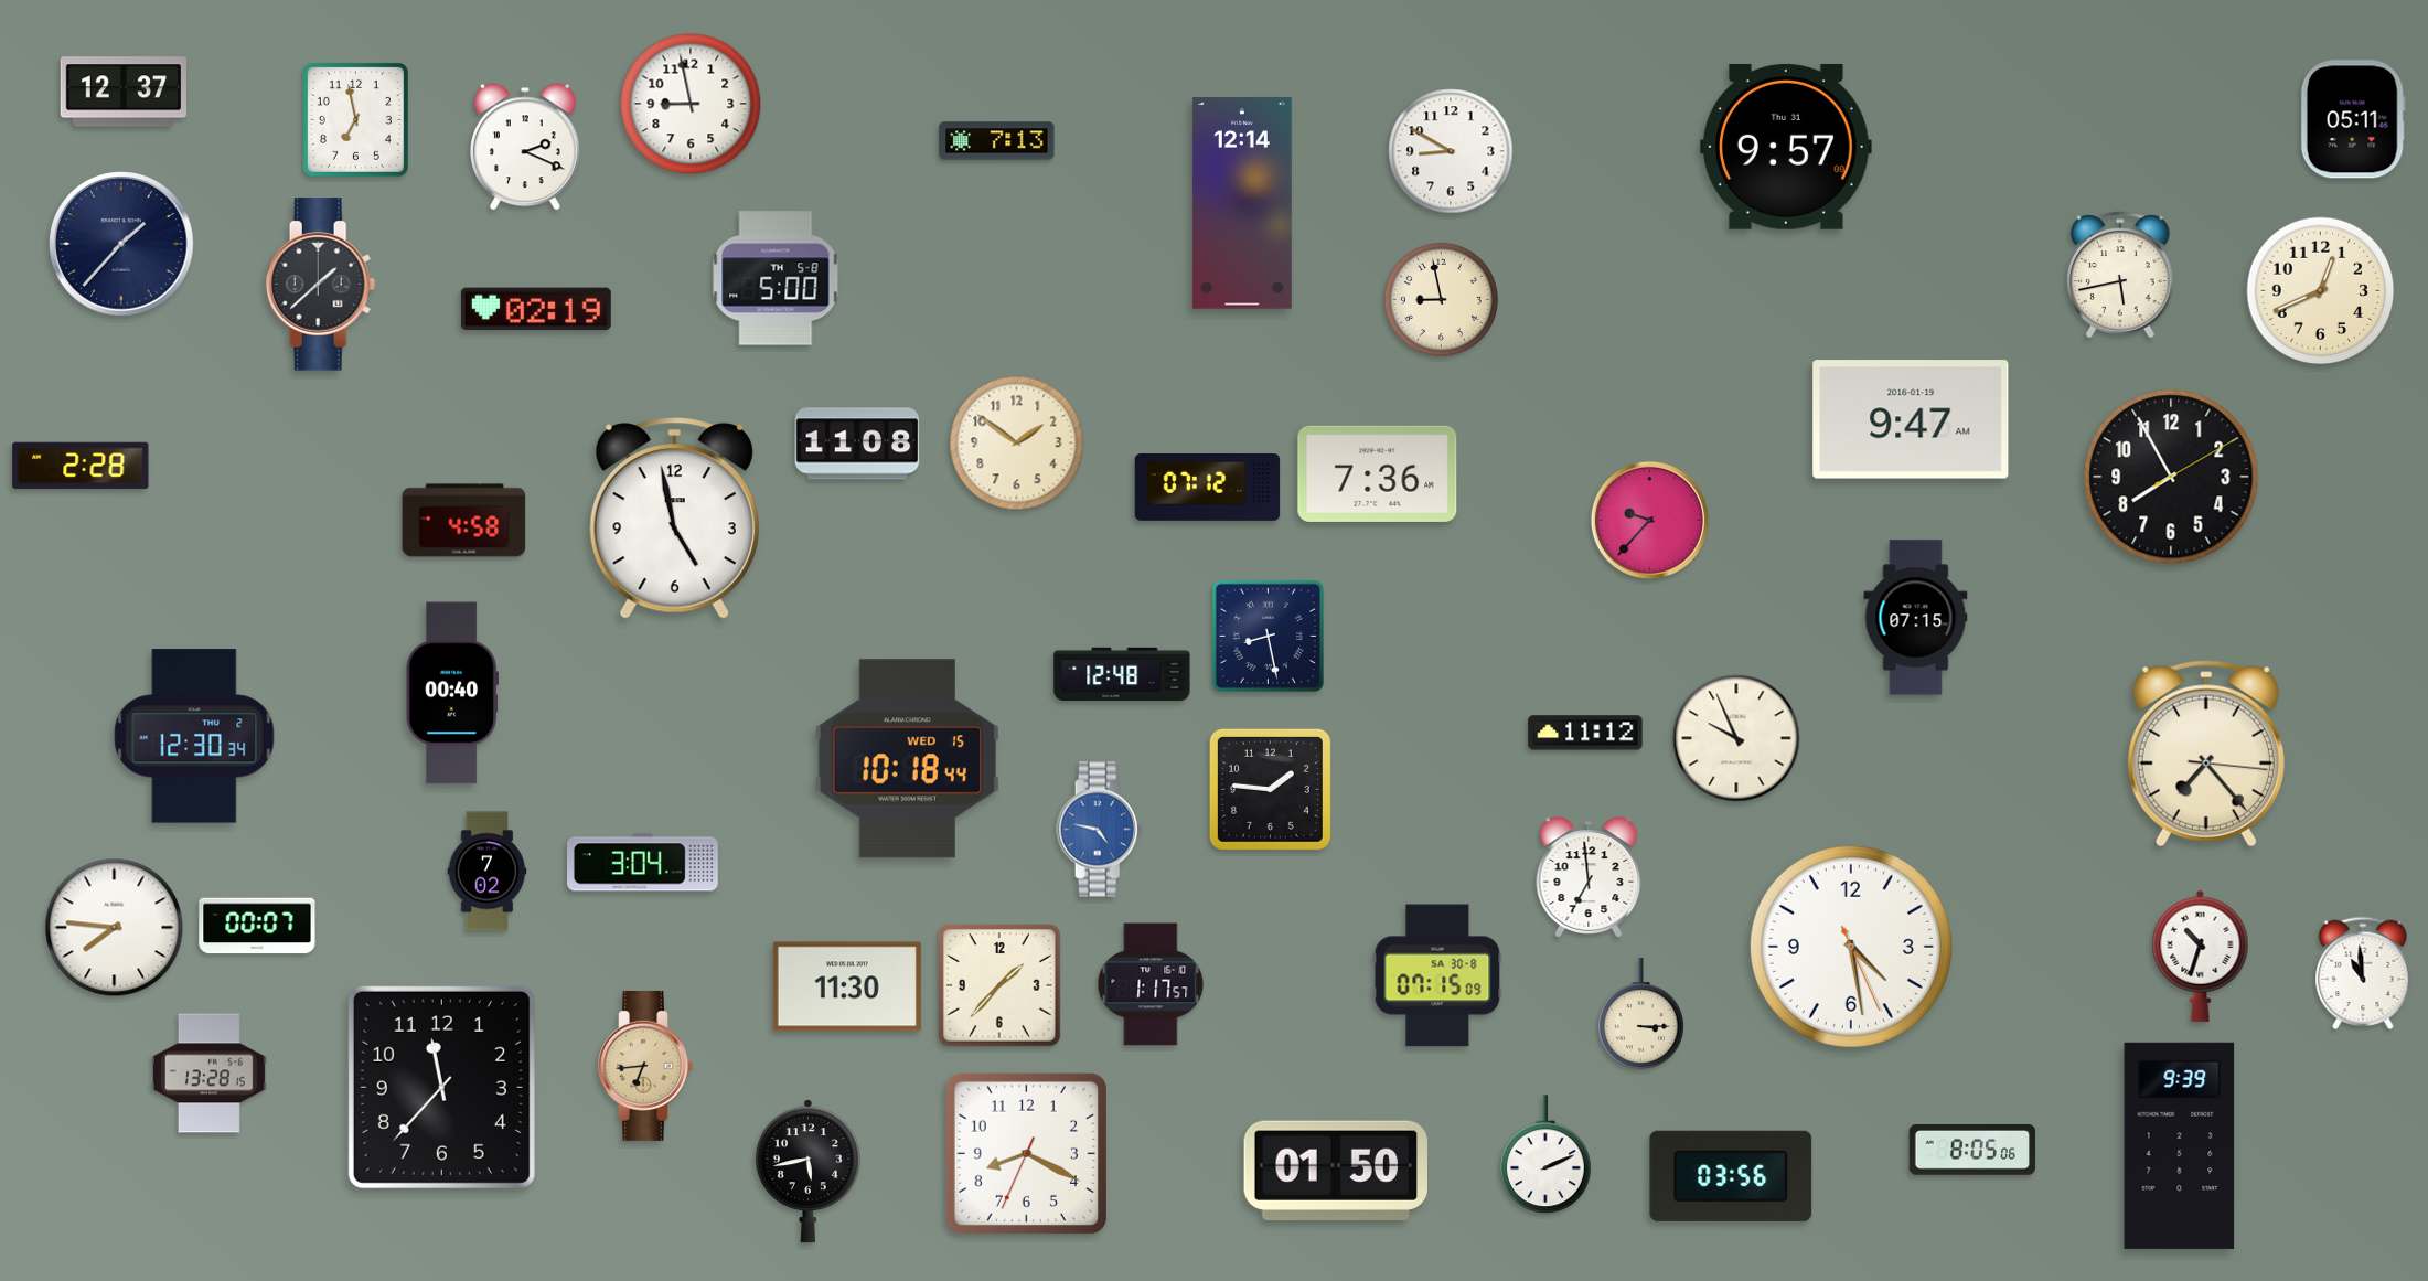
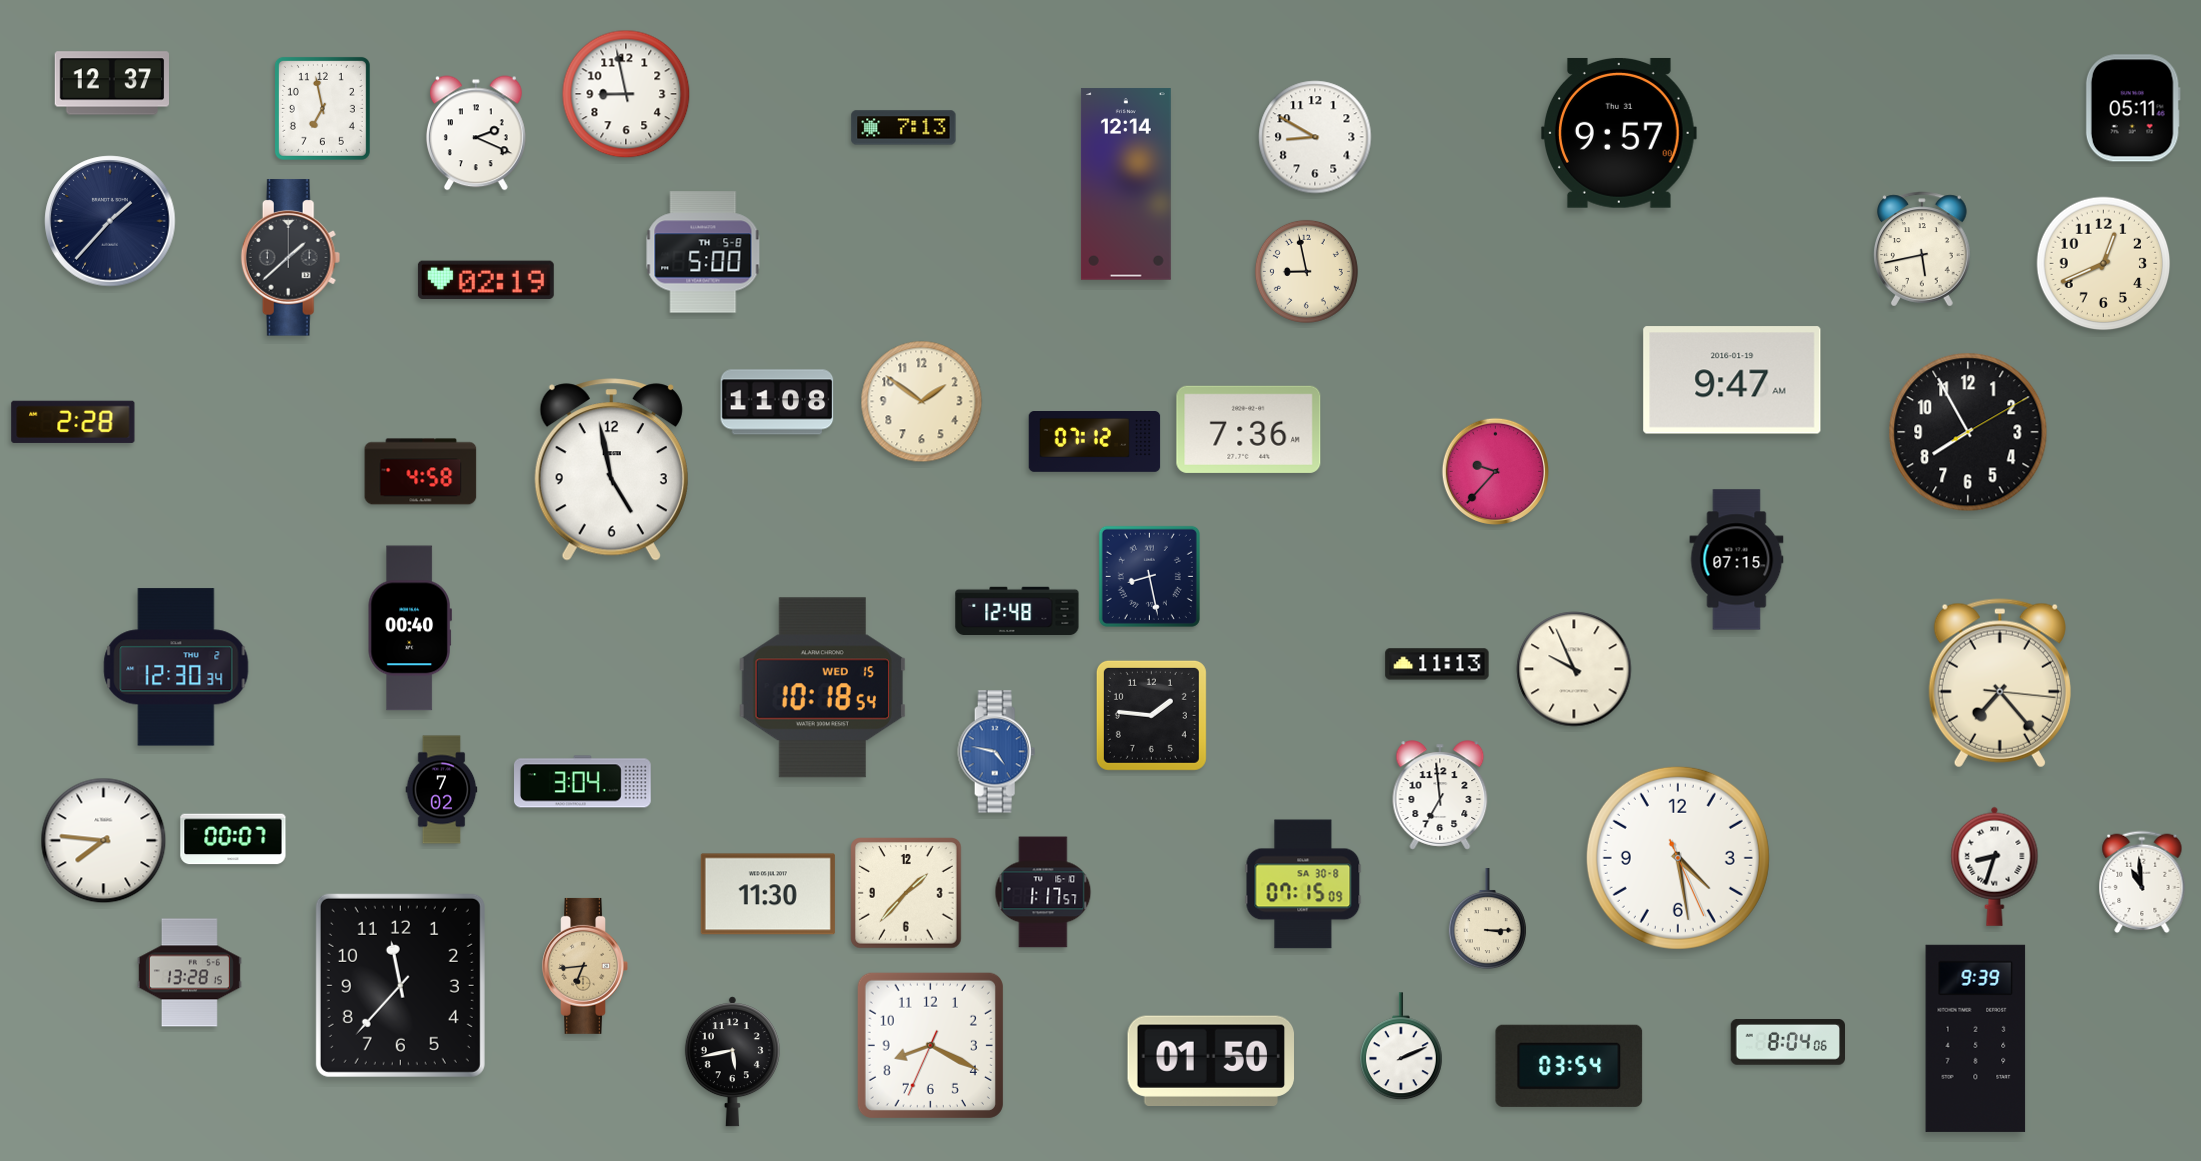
clock at (1585, 733): 11:12 -> 11:13
clock at (907, 759): 10:18:44 -> 10:18:54
clock at (2201, 956): 10:33 -> 8:33
clock at (1971, 1151): 8:05 -> 8:04
clock at (1731, 1176): 03:56 -> 03:54
